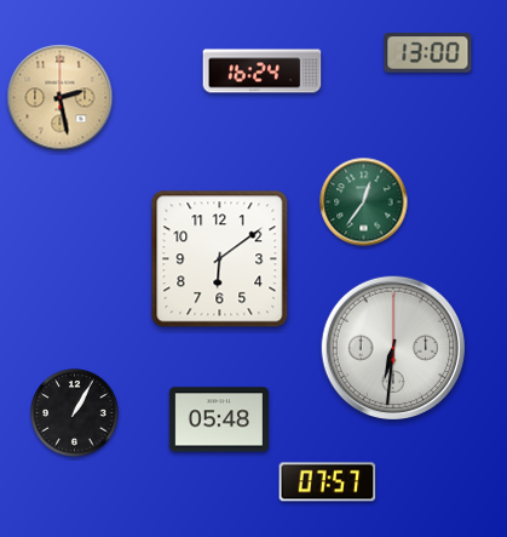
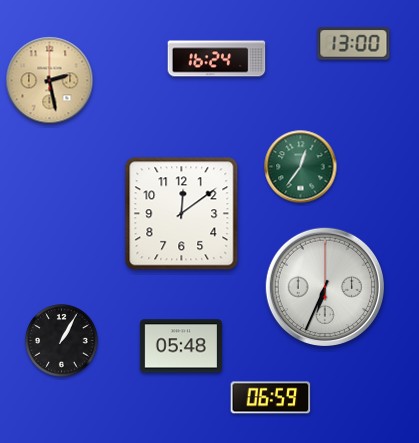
clock at (220, 259): 6:09 -> 12:09
clock at (392, 347): 6:31 -> 6:34
clock at (328, 482): 07:57 -> 06:59
